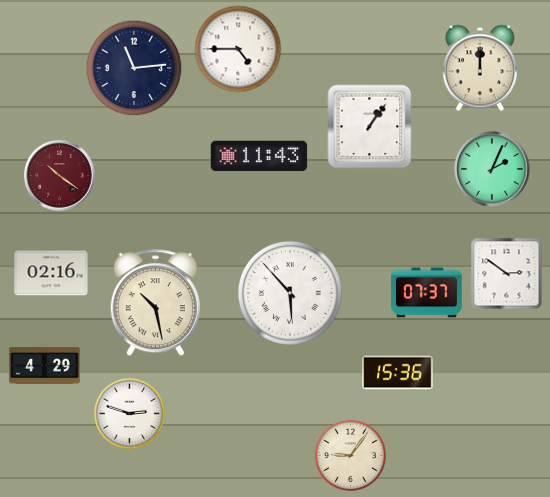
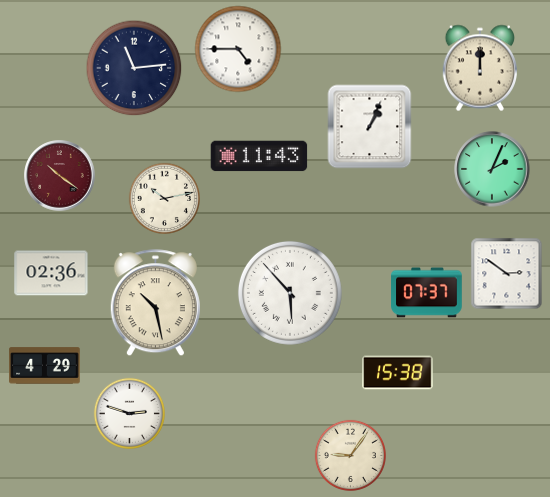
clock at (370, 127): 1:06 -> 1:04
clock at (164, 198): none -> 10:13
clock at (51, 273): 02:16 -> 02:36
clock at (398, 373): 15:36 -> 15:38
